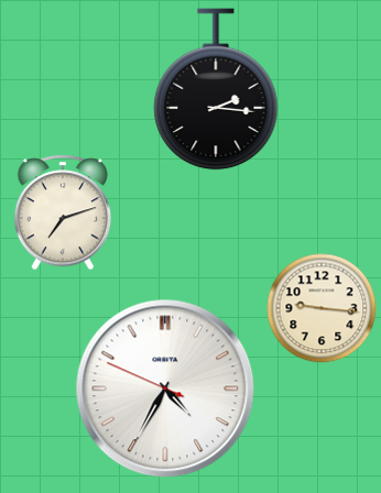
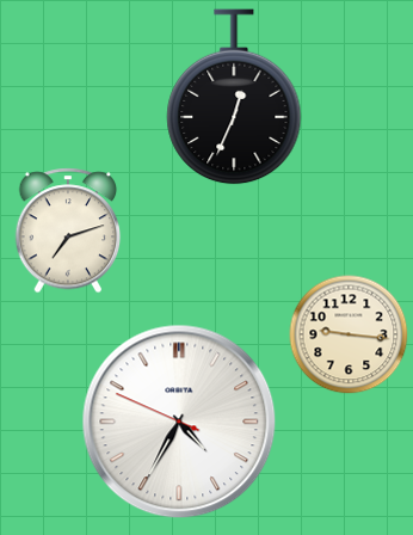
clock at (216, 89): 2:16 -> 12:34
